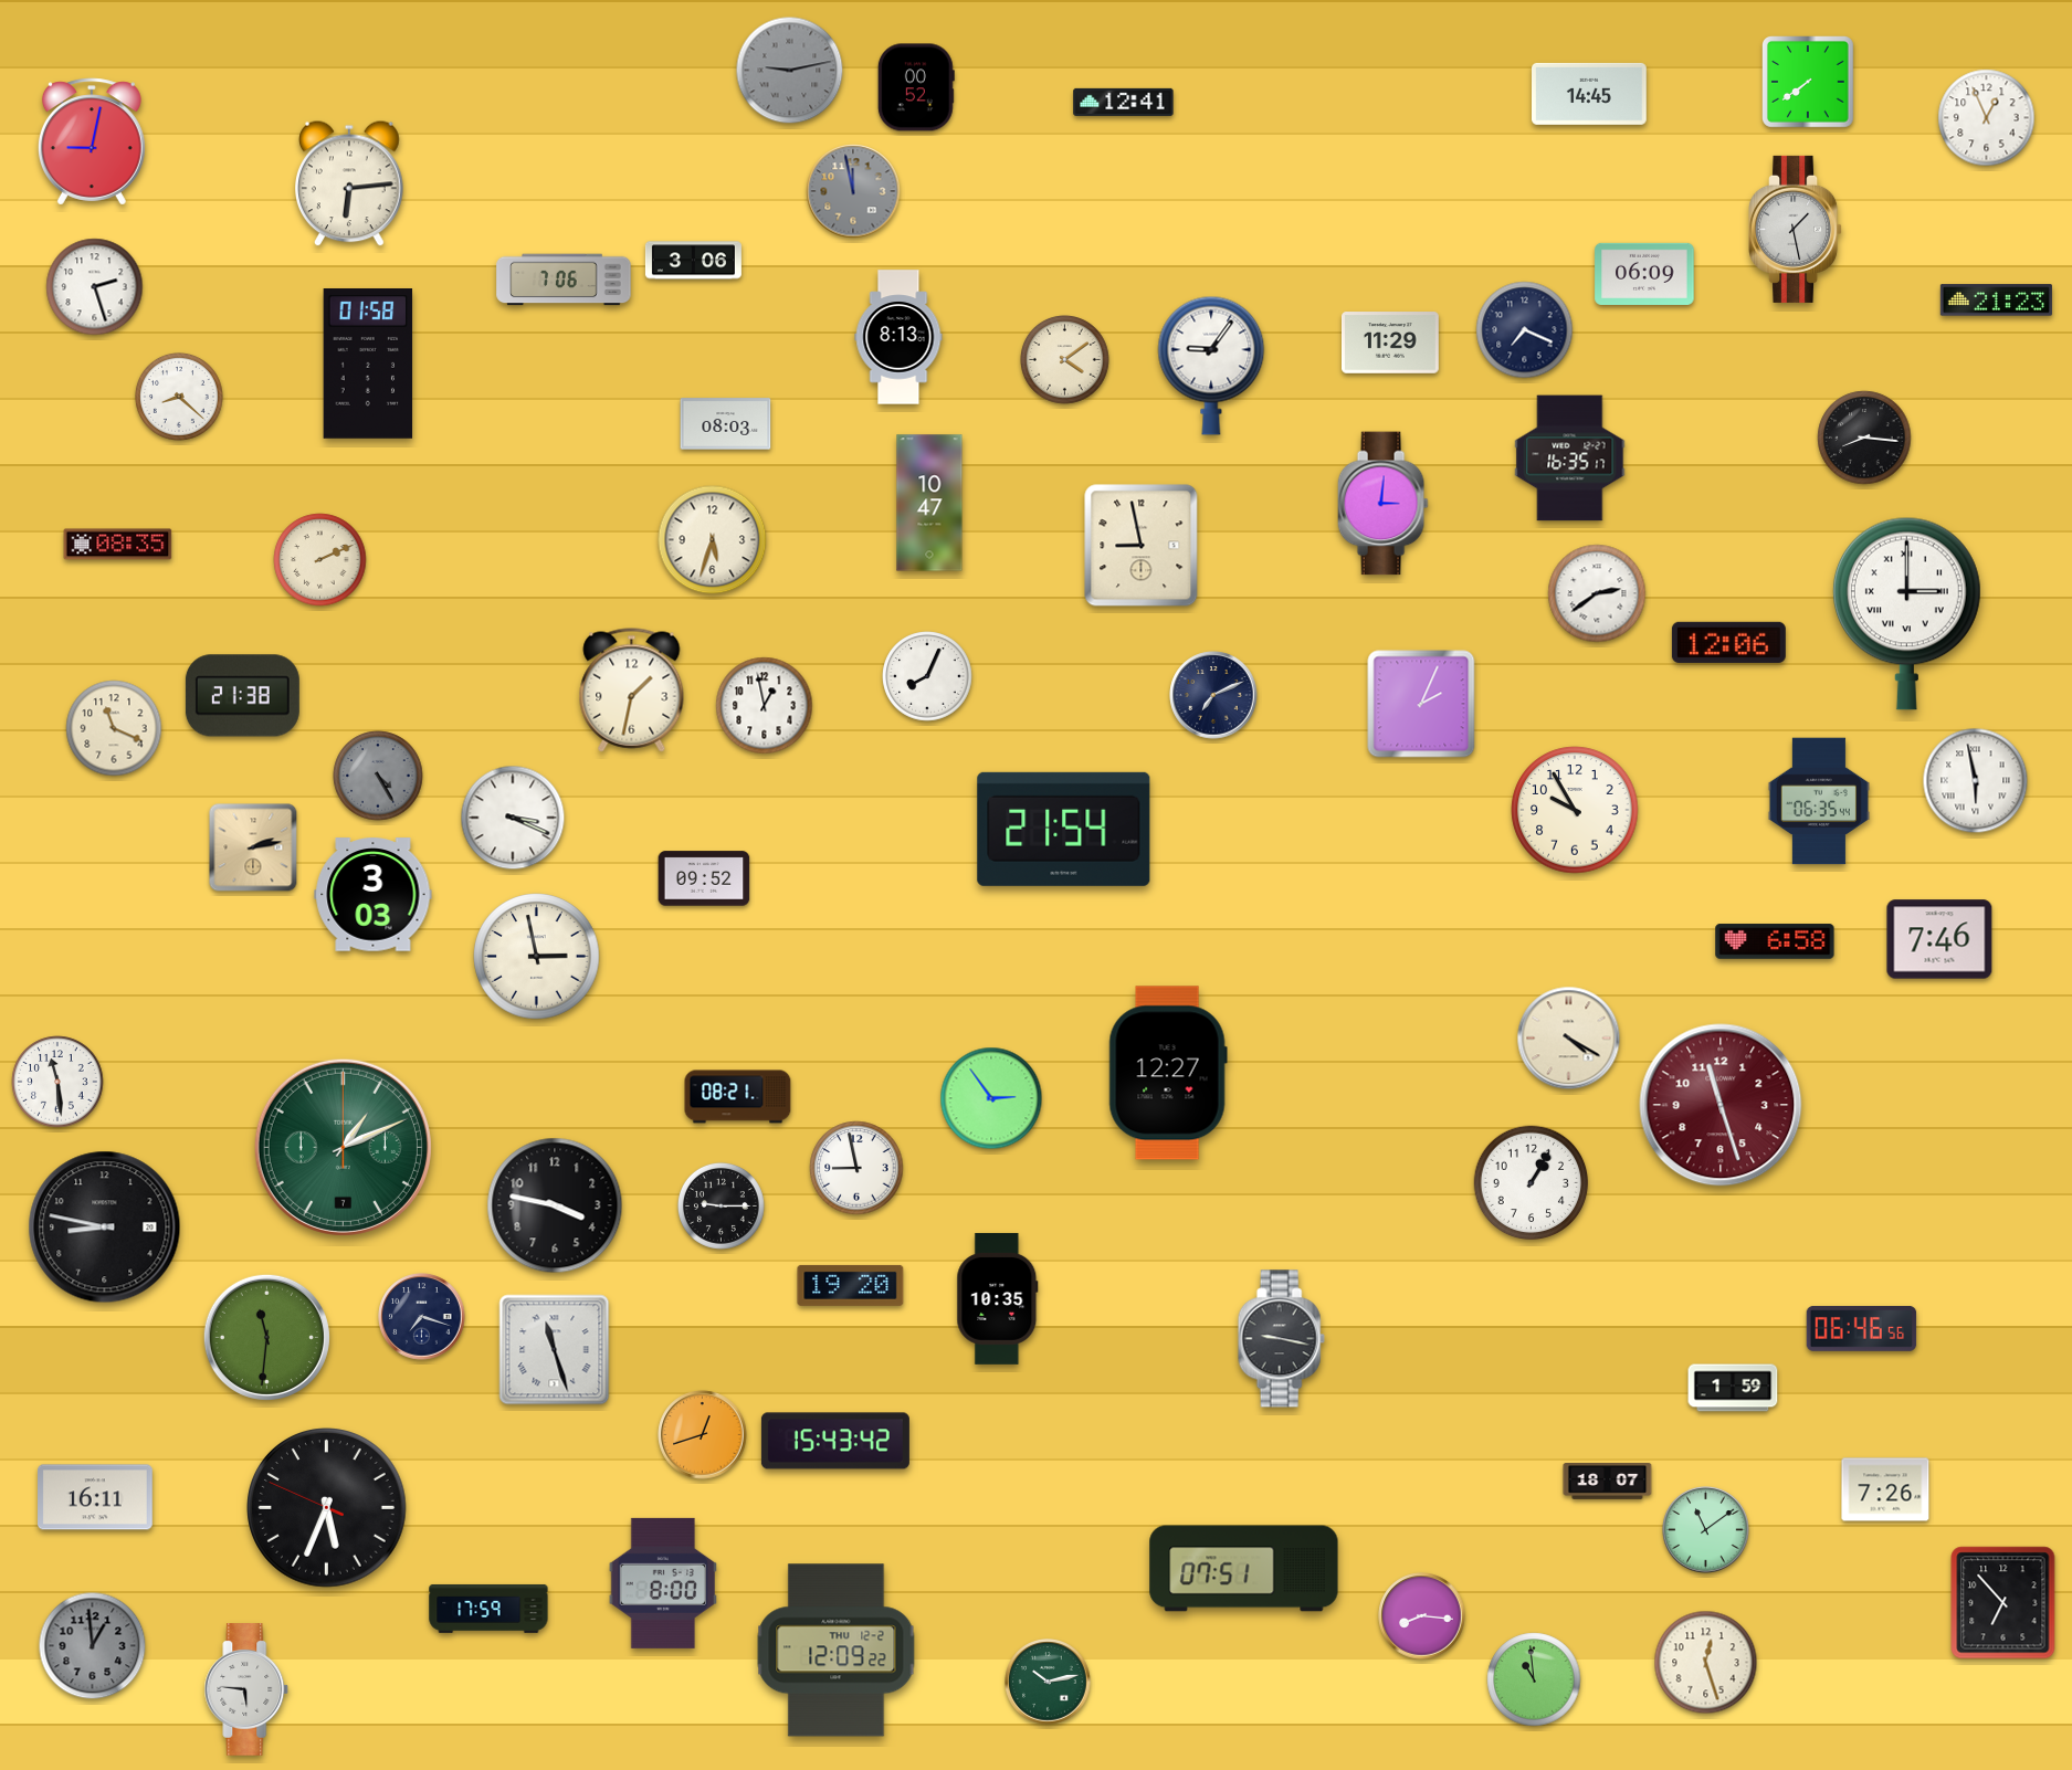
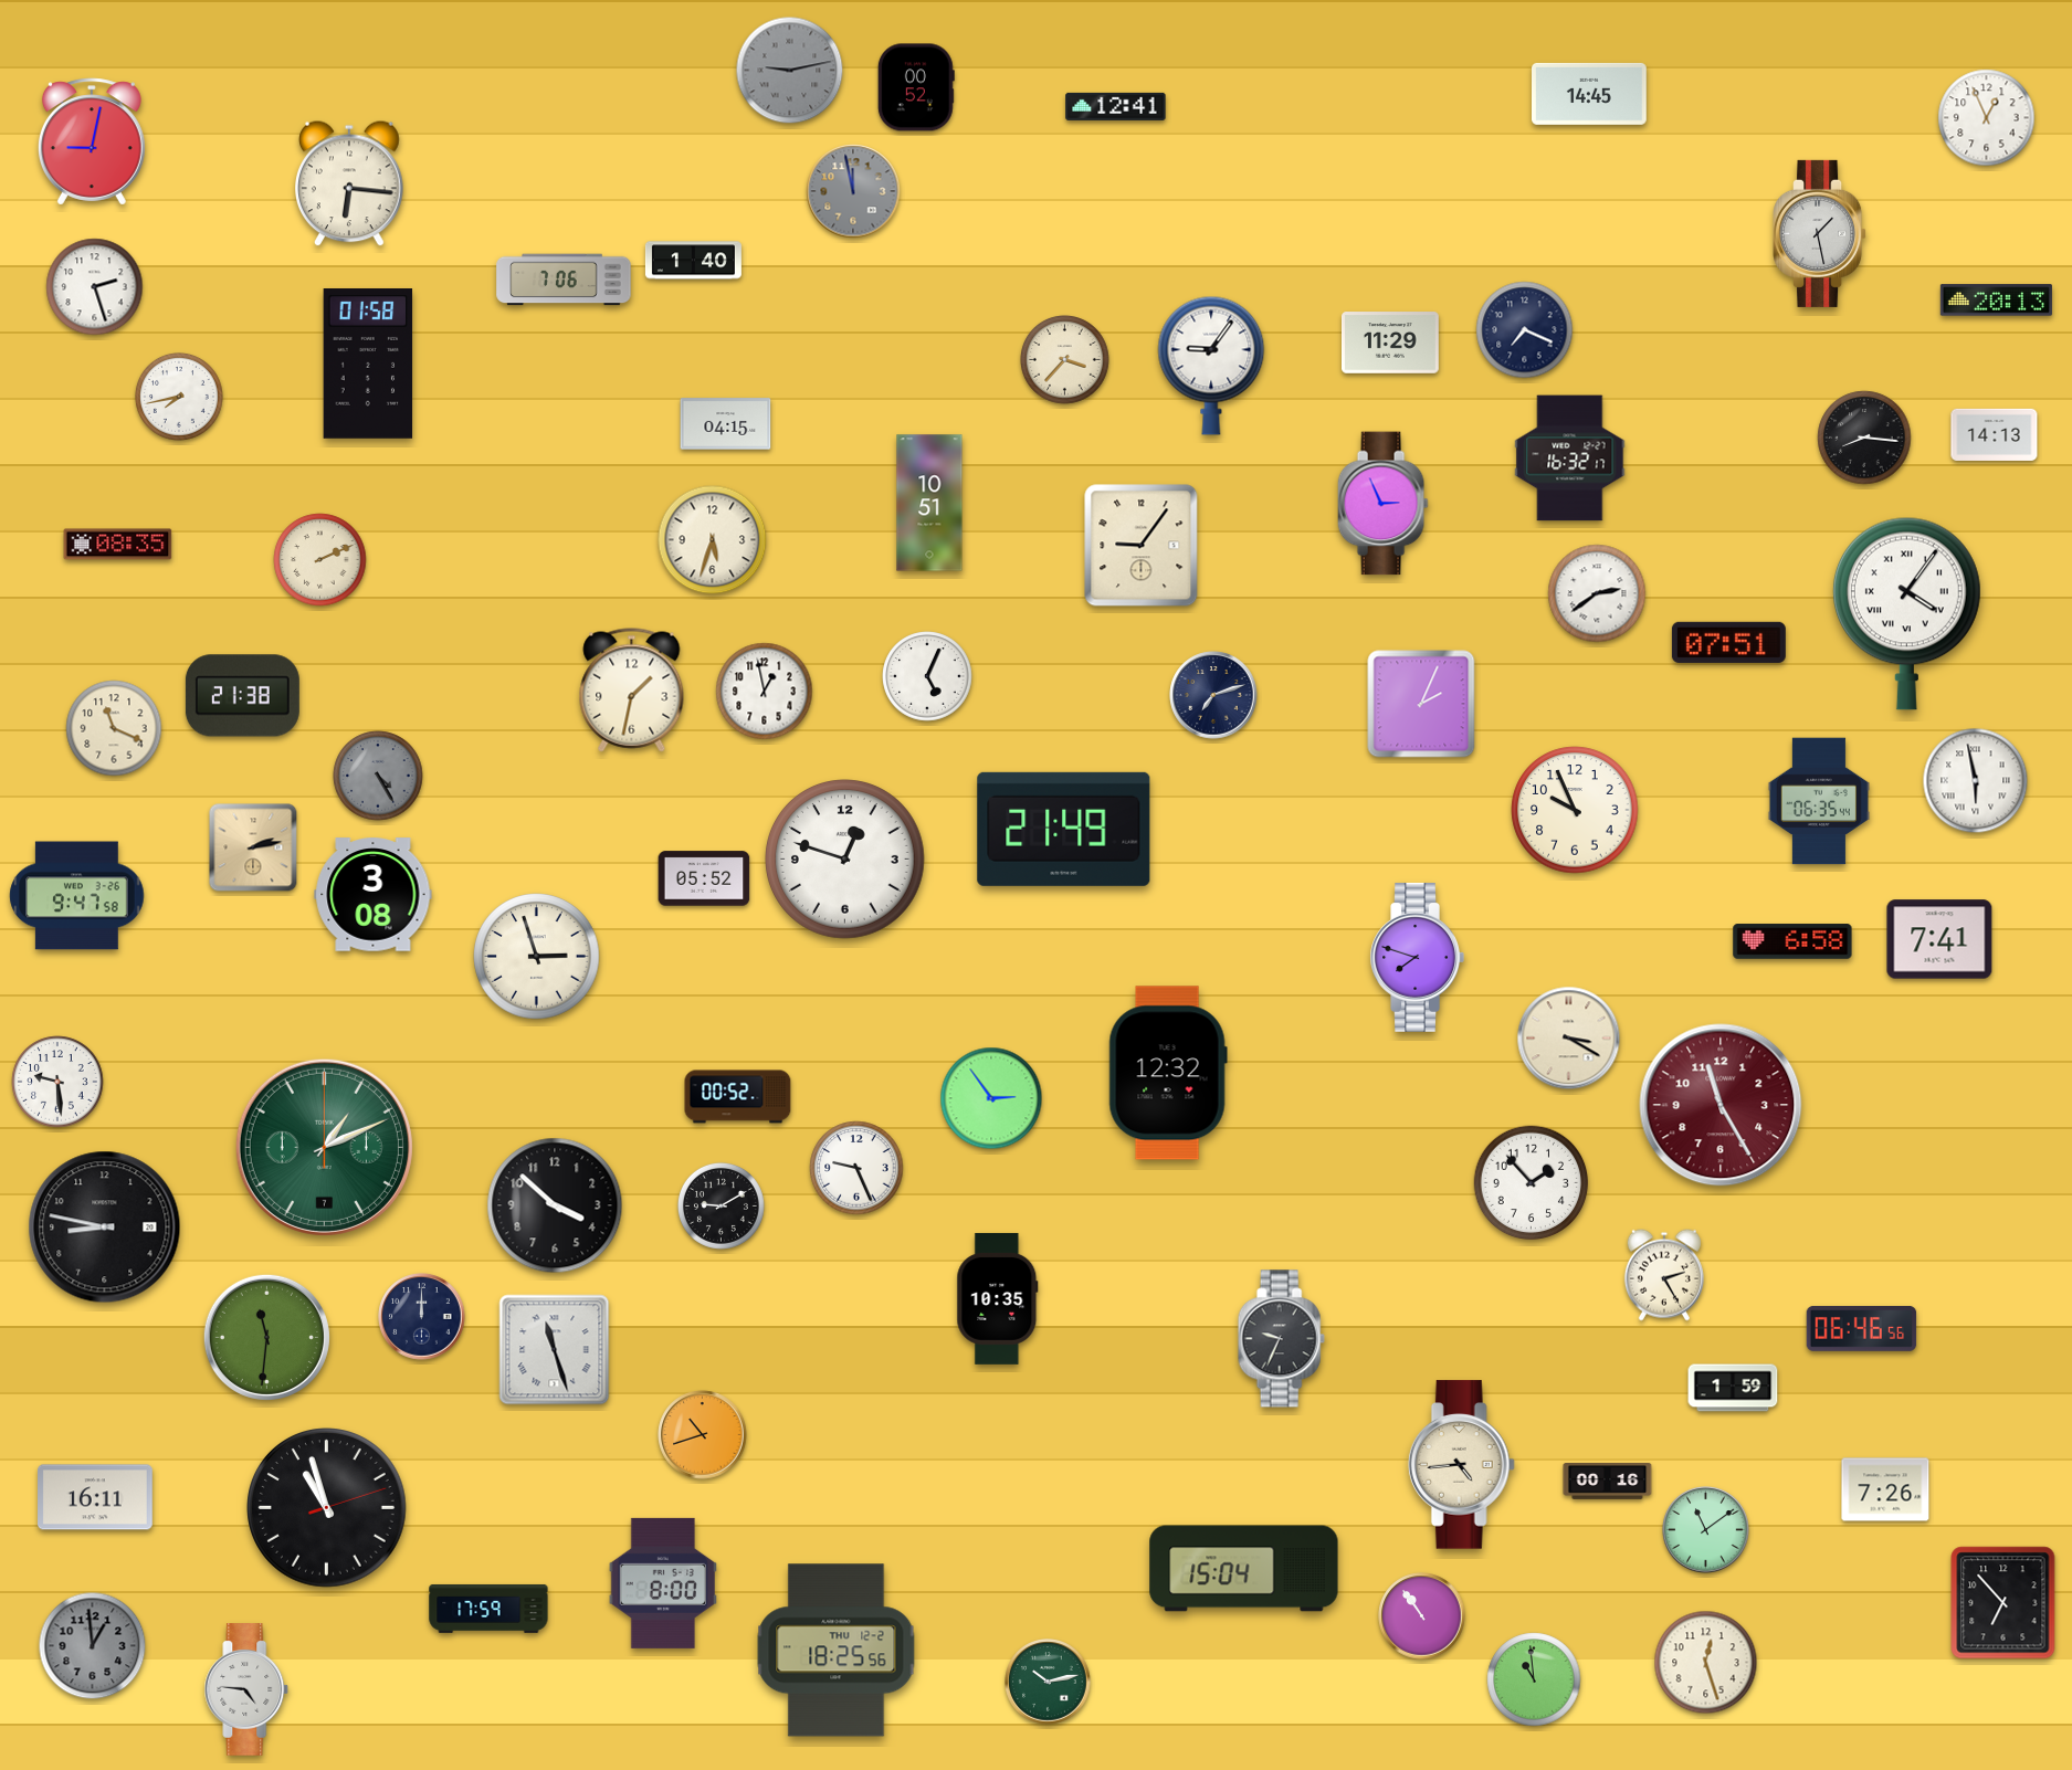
clock at (1809, 83): 7:39 -> none
clock at (1124, 102) position: (1124, 102) -> (1116, 106)
clock at (349, 183): 6:14 -> 6:16
clock at (1796, 229) position: (1796, 229) -> (1820, 233)
clock at (693, 261): 3:06 -> 1:40
clock at (1644, 274): 06:09 -> none
clock at (1996, 301): 21:23 -> 20:13
clock at (898, 337): 8:13 -> none
clock at (1065, 360): 4:09 -> 3:37
clock at (180, 398): 8:22 -> 7:43
clock at (726, 424): 08:03 -> 04:15
clock at (1995, 434): none -> 14:13
clock at (1570, 459): 16:35 -> 16:32
clock at (929, 503): 10:47 -> 10:51
clock at (1382, 504): 3:01 -> 2:56
clock at (1142, 546): 8:58 -> 9:06
clock at (1906, 613): 3:00 -> 4:06
clock at (1728, 642): 12:06 -> 07:51
clock at (927, 676): 8:04 -> 5:04
clock at (1213, 695): 7:11 -> 7:12
clock at (765, 706) position: (765, 706) -> (765, 692)
clock at (1575, 810): 9:55 -> 9:56
clock at (513, 818): 3:19 -> none
clock at (1064, 829): 21:54 -> 21:49
clock at (845, 860): none -> 12:48
clock at (704, 878): 09:52 -> 05:52
clock at (374, 895): 3:03 -> 3:08
clock at (77, 896): none -> 9:47
clock at (1939, 939): 7:46 -> 7:41
clock at (1775, 941) position: (1775, 941) -> (1792, 941)
clock at (537, 957): 2:58 -> 2:57
clock at (1417, 957): none -> 7:48
clock at (1569, 1039): 4:20 -> 3:20
clock at (1168, 1073): 12:27 -> 12:32
clock at (57, 1082): 11:29 -> 9:29
clock at (738, 1097): 08:21 -> 00:52
clock at (1721, 1105): 11:27 -> 11:25
clock at (343, 1147) position: (343, 1147) -> (324, 1147)
clock at (856, 1168): 8:58 -> 9:26
clock at (1532, 1183): 1:05 -> 1:53
clock at (555, 1205): 3:47 -> 3:52
clock at (721, 1205): 9:15 -> 9:10
clock at (1664, 1275): none -> 2:25
clock at (851, 1285): 19:20 -> none
clock at (422, 1317): 7:18 -> 12:00
clock at (1281, 1339): 9:17 -> 9:34
clock at (703, 1435): 12:42 -> 10:42
clock at (835, 1441): 15:43 -> none
clock at (1461, 1465): none -> 4:44
clock at (1608, 1482): 18:07 -> 00:16
clock at (327, 1508): 5:33 -> 10:57
clock at (1244, 1569): 07:51 -> 15:04
clock at (1422, 1616): 8:16 -> 10:54
clock at (837, 1651): 12:09 -> 18:25
clock at (246, 1690): 5:46 -> 4:46
